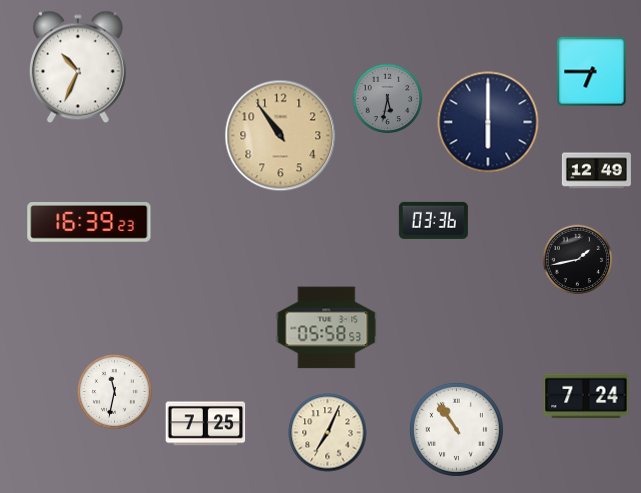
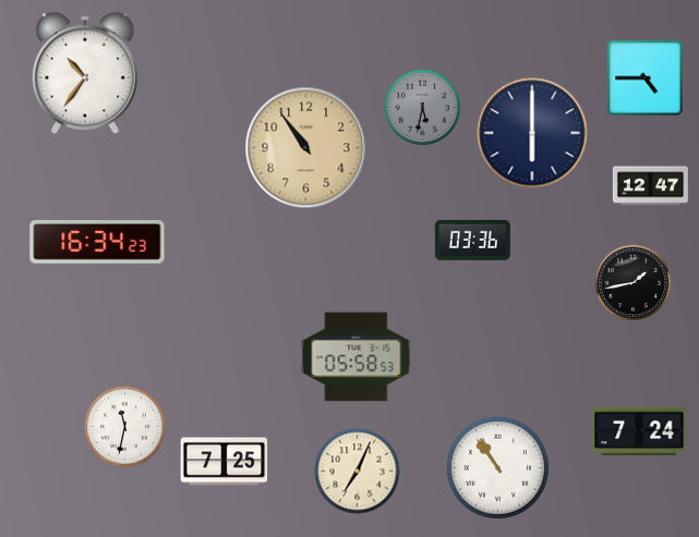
clock at (78, 67): 10:34 -> 10:36
clock at (592, 72): 6:45 -> 4:45
clock at (596, 171): 12:49 -> 12:47
clock at (89, 223): 16:39 -> 16:34
clock at (578, 260) position: (578, 260) -> (634, 283)
